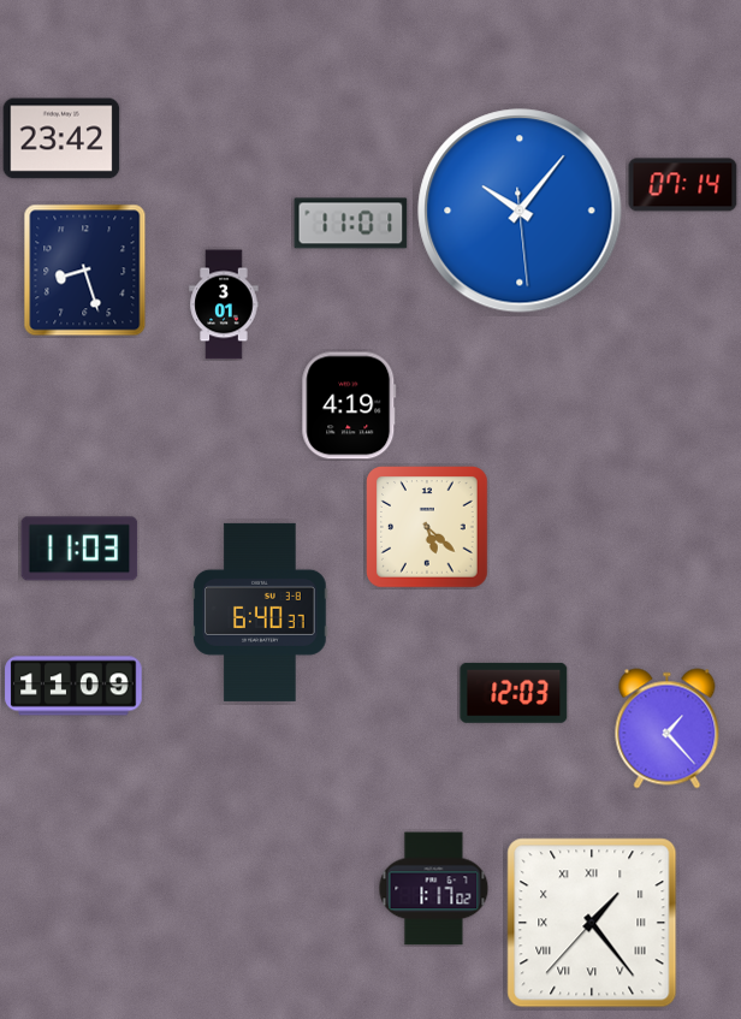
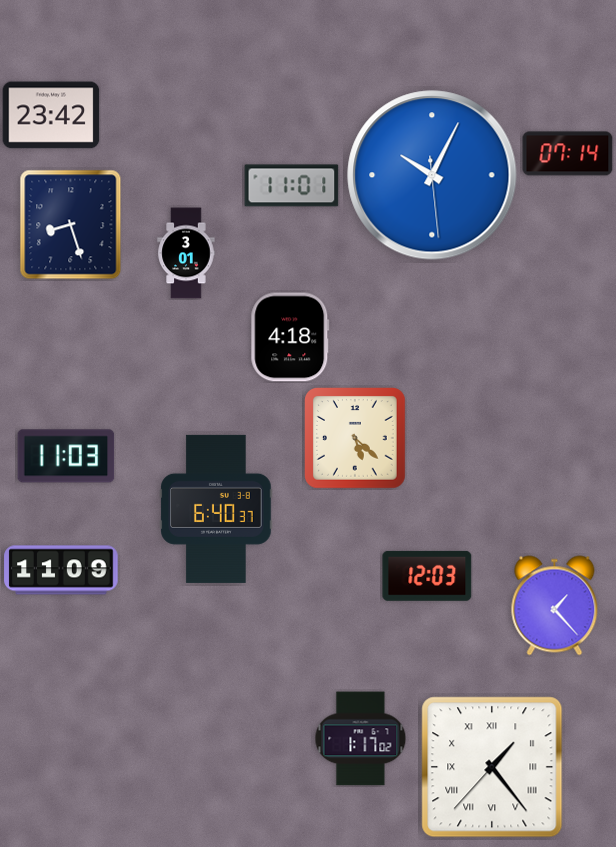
clock at (520, 211): 10:06 -> 10:04
clock at (349, 405): 4:19 -> 4:18
